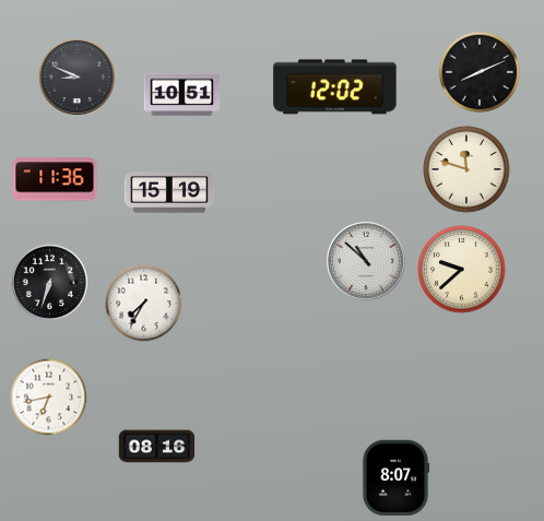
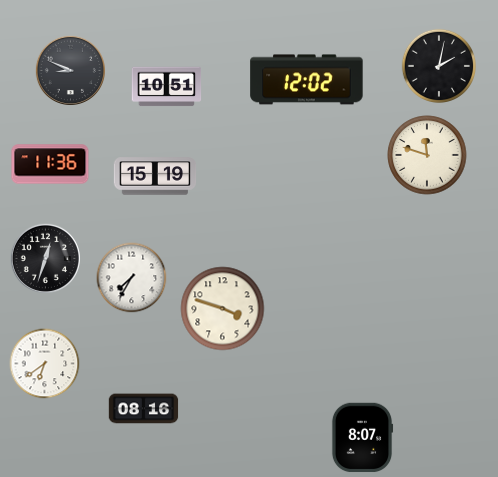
clock at (478, 71): 8:11 -> 2:02
clock at (366, 261): 10:52 -> none
clock at (462, 270): 9:38 -> none
clock at (49, 282): 6:33 -> 12:33
clock at (223, 309): none -> 3:48
clock at (49, 398): 6:43 -> 6:39
